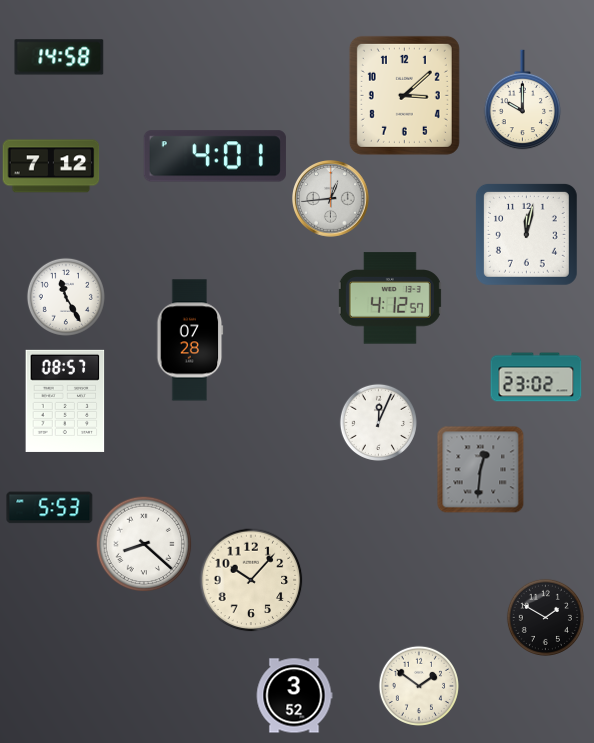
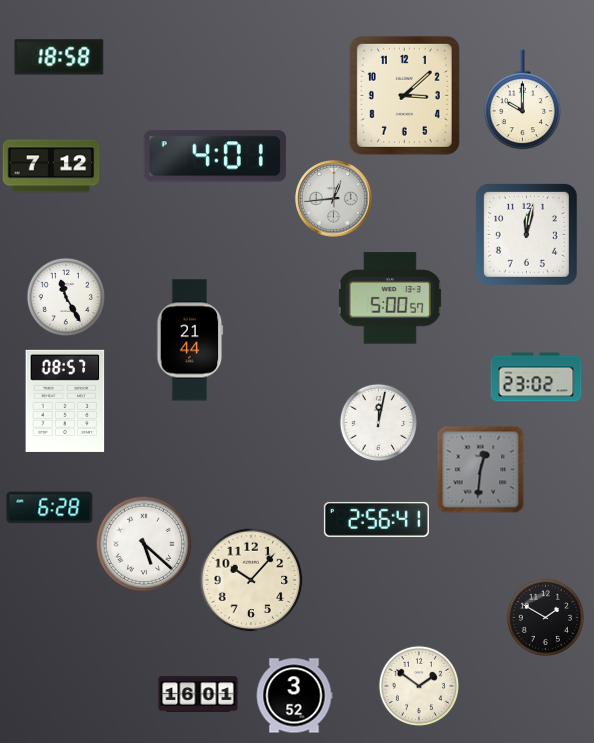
clock at (59, 57): 14:58 -> 18:58
clock at (331, 199) position: (331, 199) -> (334, 199)
clock at (390, 298): 4:12 -> 5:00
clock at (190, 340): 07:28 -> 21:44
clock at (378, 422): 12:04 -> 12:02
clock at (50, 508): 5:53 -> 6:28
clock at (376, 519): none -> 2:56
clock at (144, 544): 8:22 -> 5:22
clock at (198, 694): none -> 16:01
